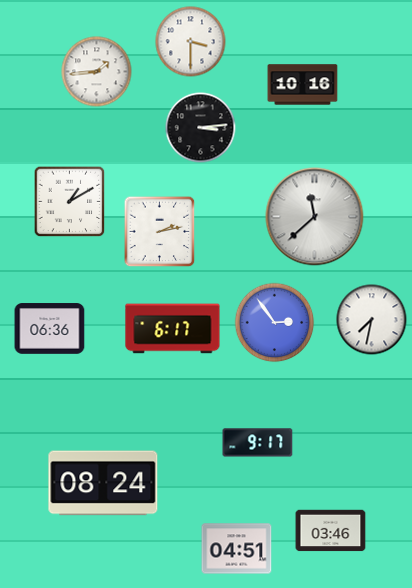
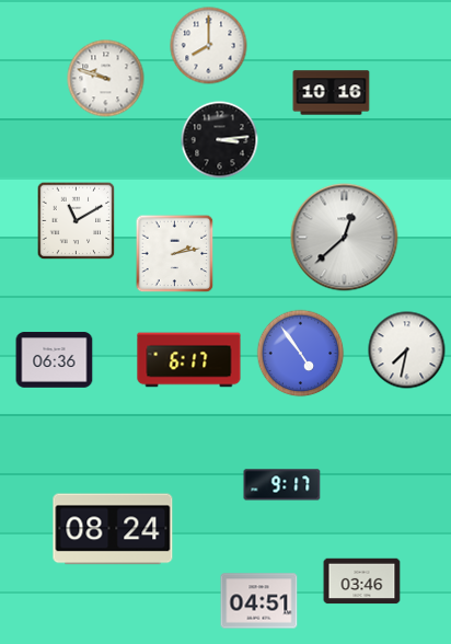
clock at (191, 42): 3:30 -> 8:00
clock at (97, 72): 1:44 -> 9:48
clock at (70, 202): 1:10 -> 11:10
clock at (315, 217): 11:38 -> 12:38
clock at (275, 323): 2:54 -> 4:54
